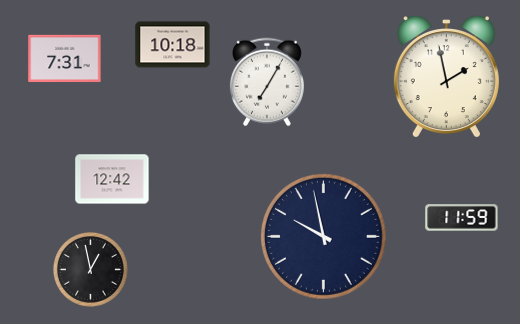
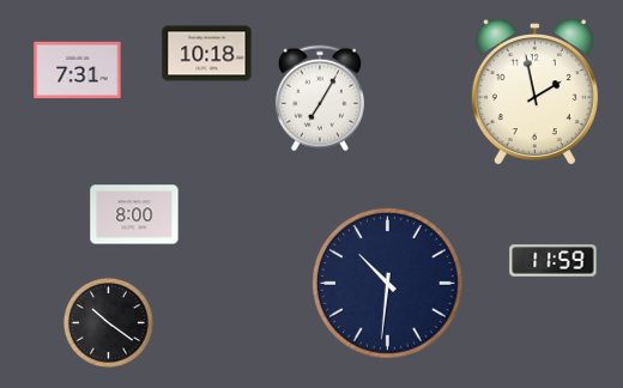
clock at (112, 179): 12:42 -> 8:00
clock at (323, 236): 9:58 -> 10:31
clock at (90, 269): 12:58 -> 10:21
